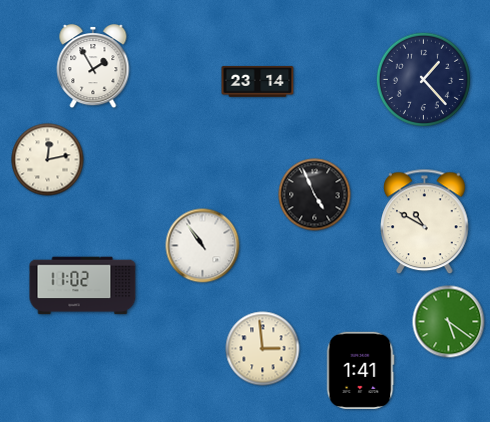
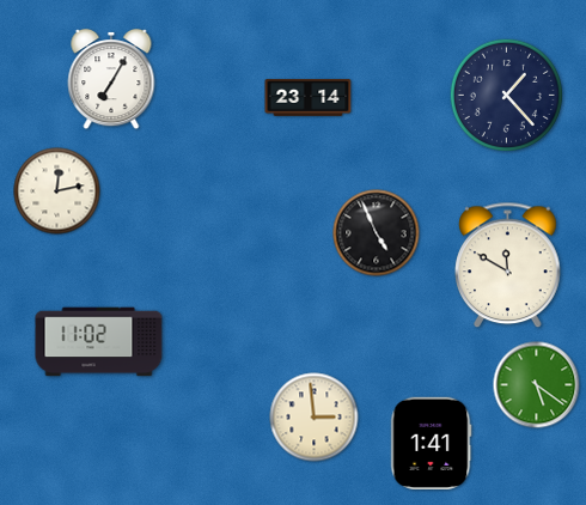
clock at (93, 67): 1:55 -> 7:05
clock at (425, 222): 10:50 -> 11:50
clock at (203, 246): 10:54 -> none
